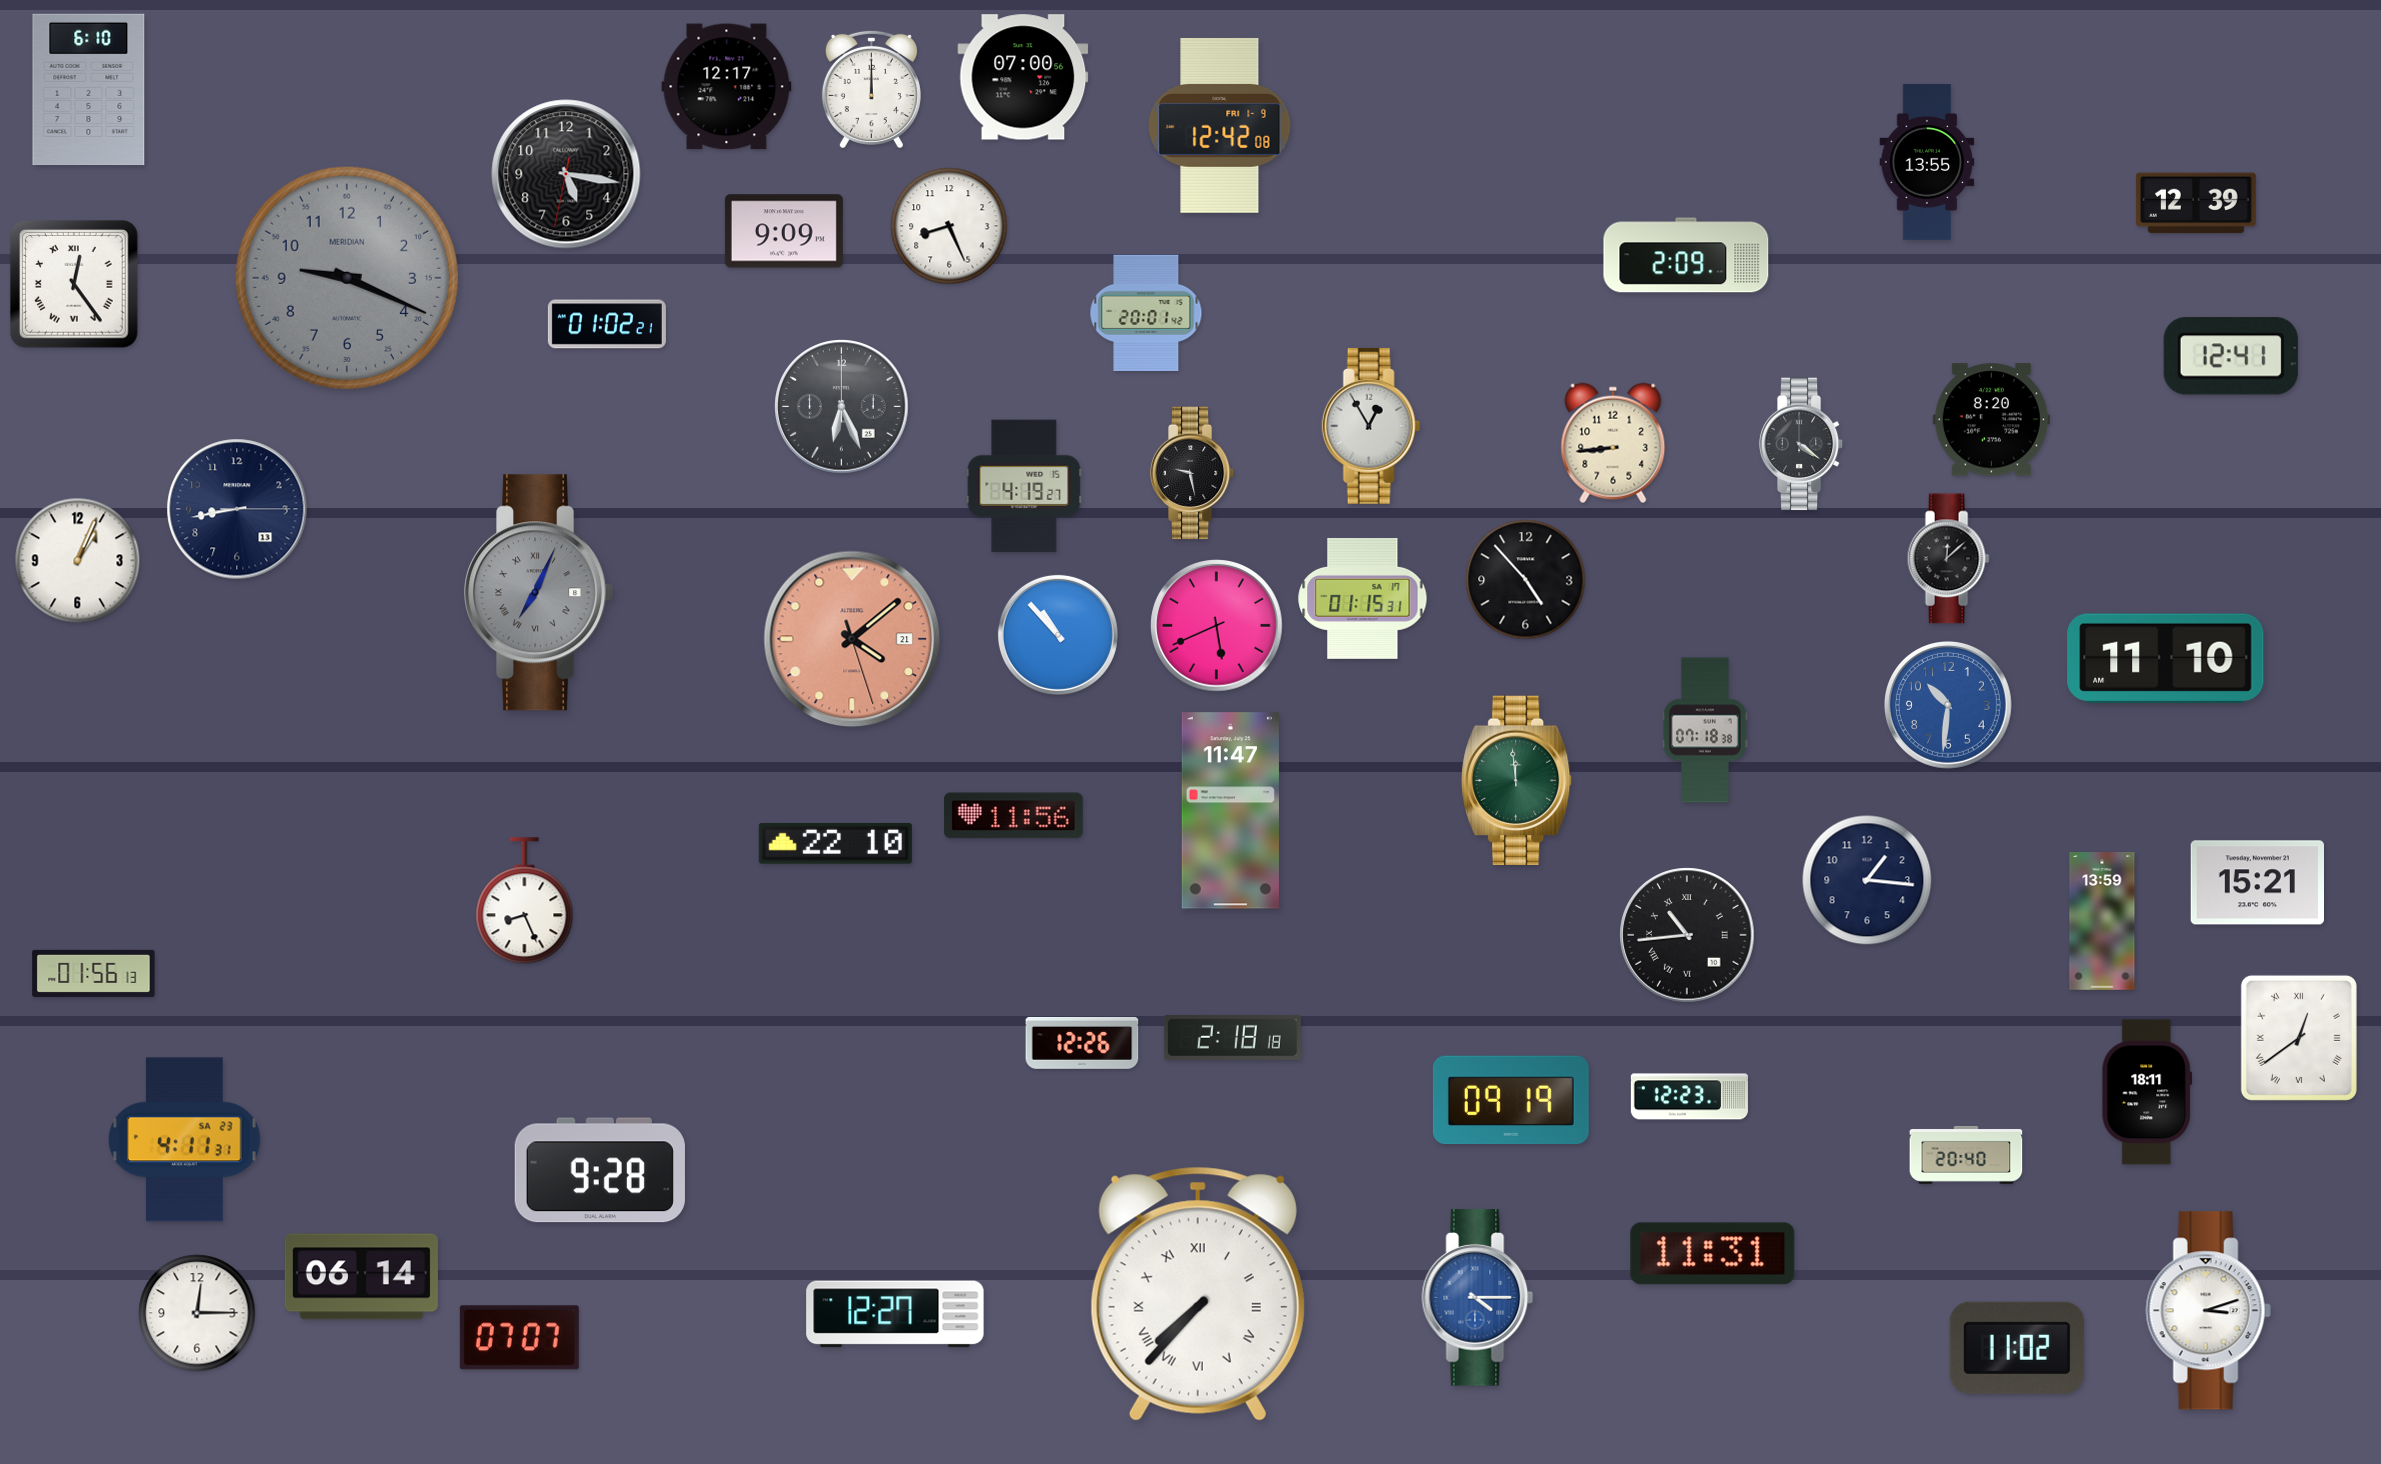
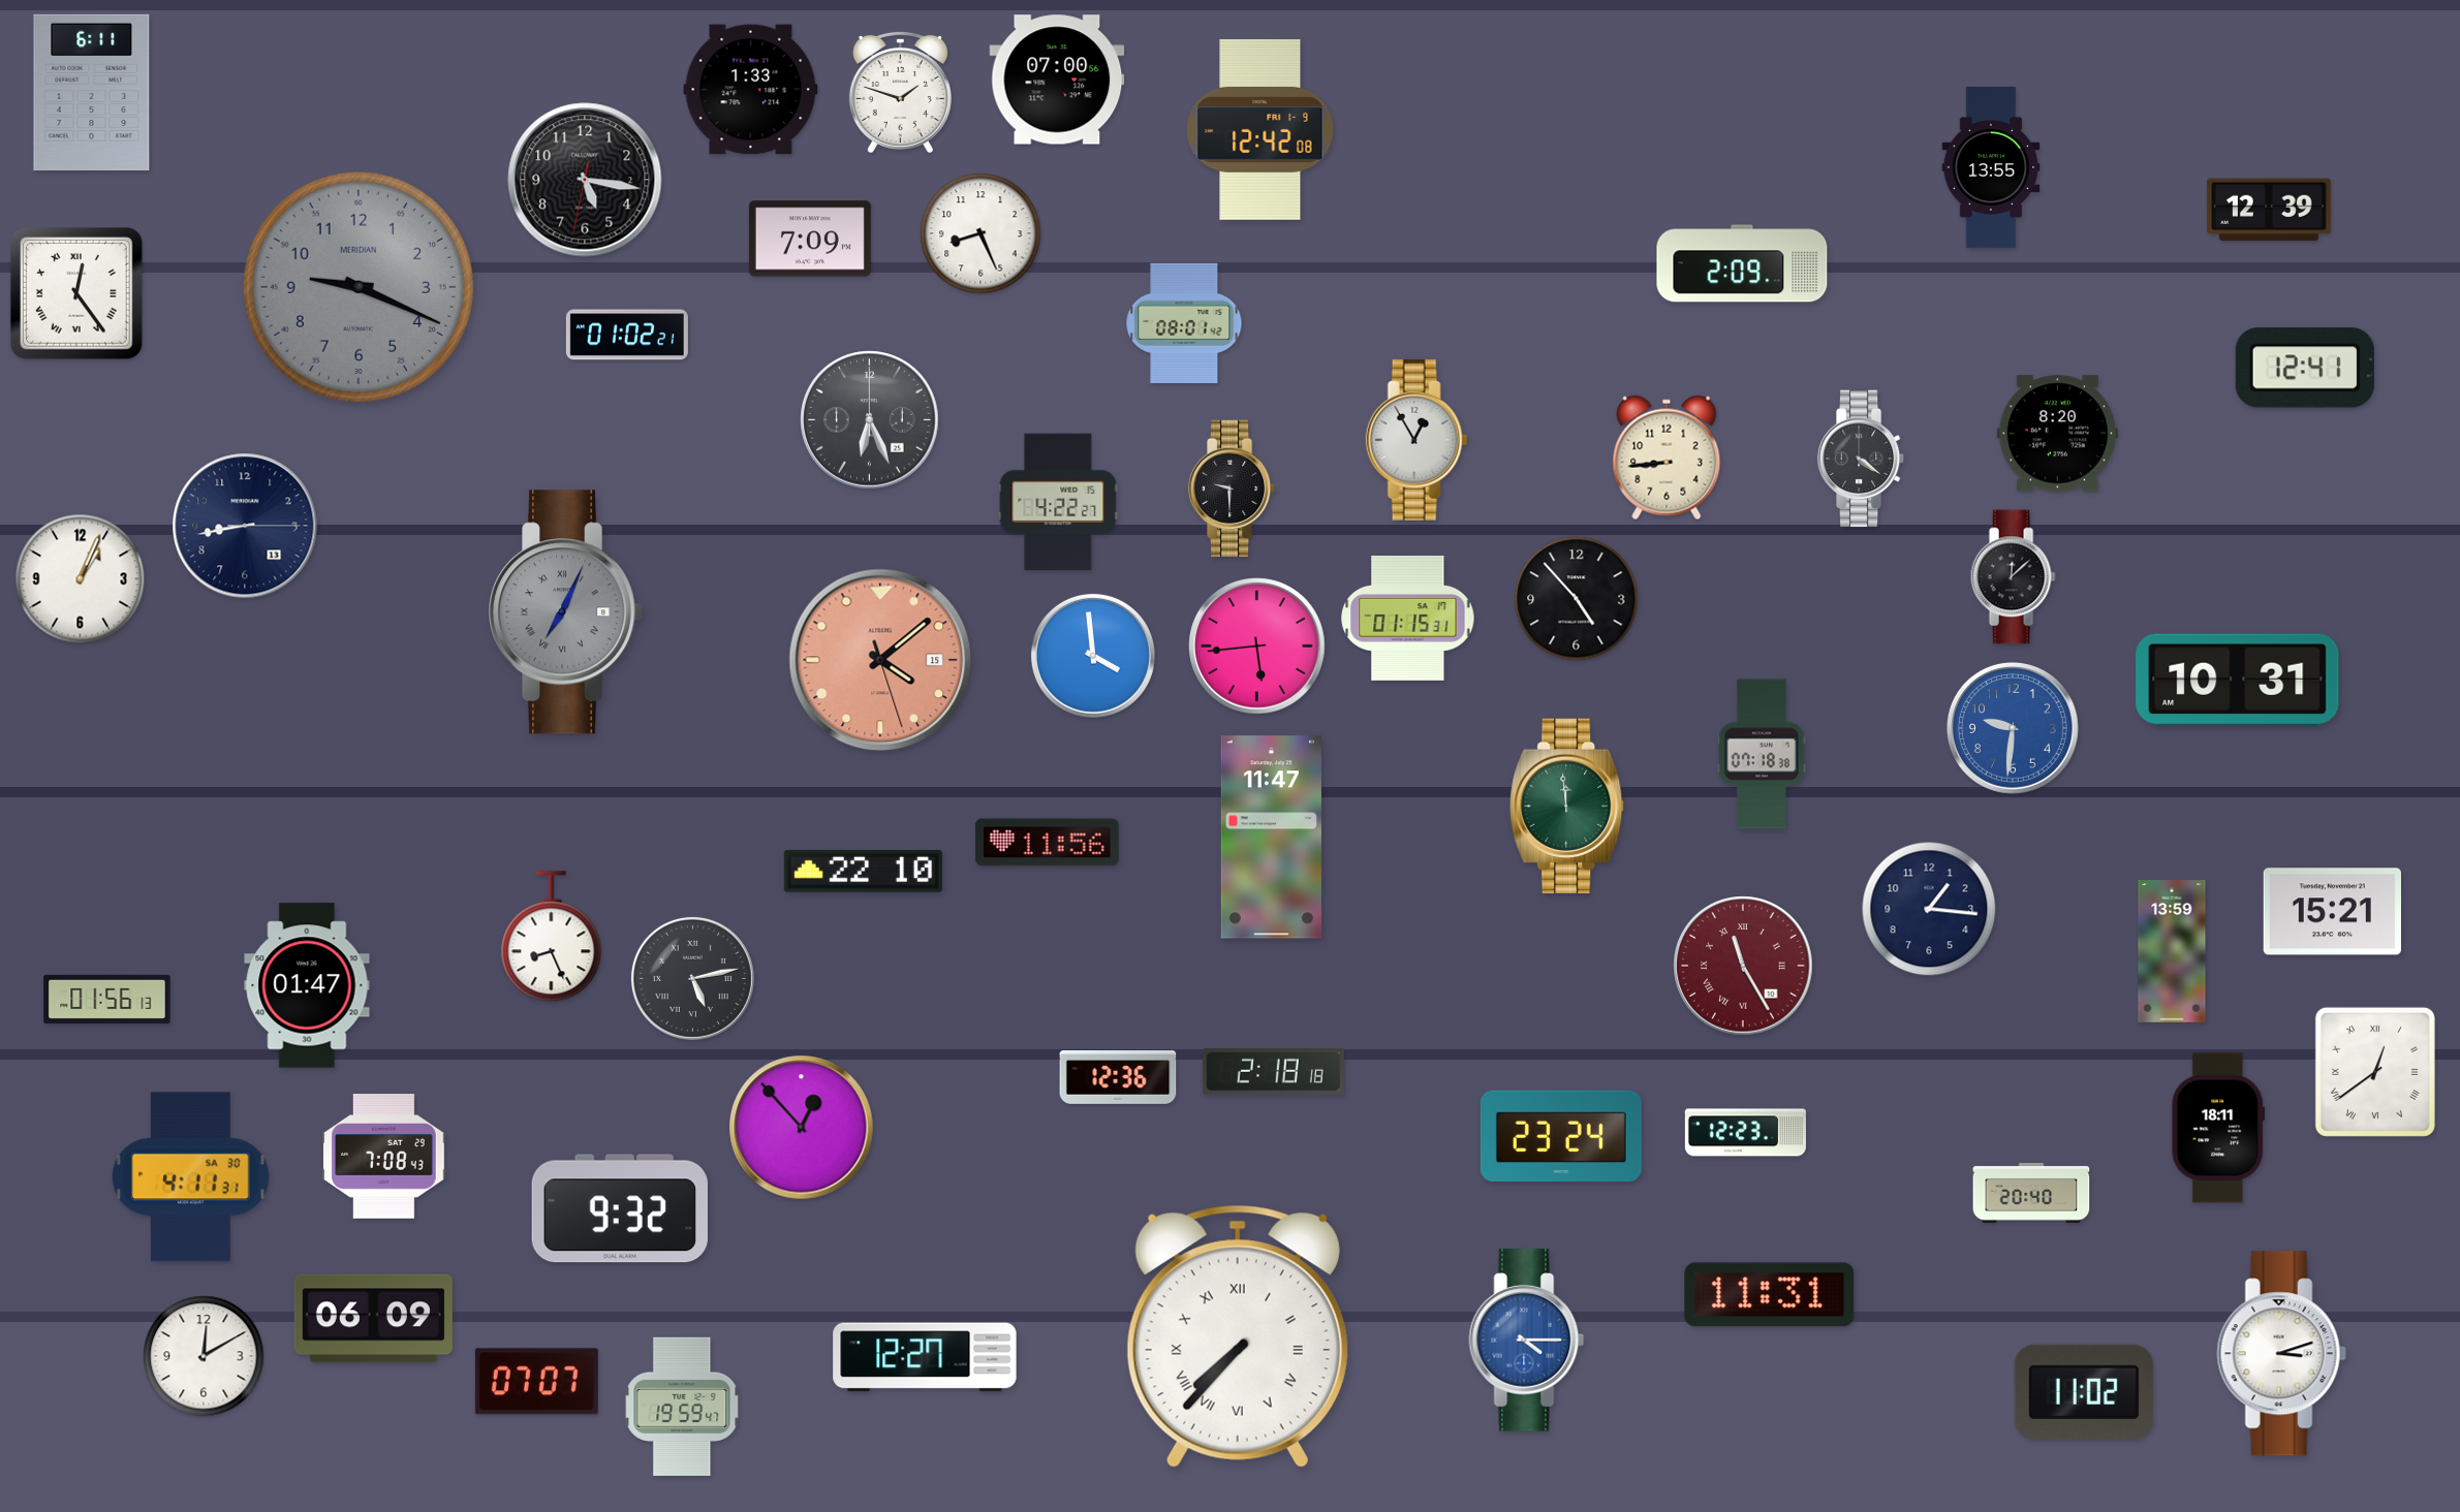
clock at (727, 87): 12:17 -> 1:33
clock at (871, 88): 12:00 -> 1:48
clock at (89, 90): 6:10 -> 6:11
clock at (784, 231): 9:09 -> 7:09
clock at (1146, 313): 20:01 -> 08:01
clock at (1192, 473): 9:28 -> 9:30
clock at (1024, 486): 4:19 -> 4:22
clock at (539, 593) position: (539, 593) -> (566, 612)
clock at (1217, 626): 5:41 -> 5:44
clock at (1058, 635): 10:53 -> 3:59
clock at (852, 639) date: 21 -> 15
clock at (2166, 658): 11:10 -> 10:31
clock at (1948, 705): 10:31 -> 9:31
clock at (525, 901) position: (525, 901) -> (552, 937)
clock at (1687, 935): 10:44 -> 11:25
clock at (1687, 935) dial: black -> burgundy
clock at (692, 978): none -> 5:13
clock at (307, 985): none -> 01:47
clock at (94, 973) position: (94, 973) -> (107, 999)
clock at (1082, 1043): 12:26 -> 12:36
clock at (802, 1128): none -> 12:53
clock at (1511, 1100): 09:19 -> 23:24
clock at (384, 1157): none -> 7:08
clock at (184, 1140) date: SA 23 -> SA 30
clock at (600, 1170): 9:28 -> 9:32
clock at (361, 1277): 06:14 -> 06:09
clock at (197, 1313): 12:15 -> 12:10
clock at (682, 1407): none -> 19:59
